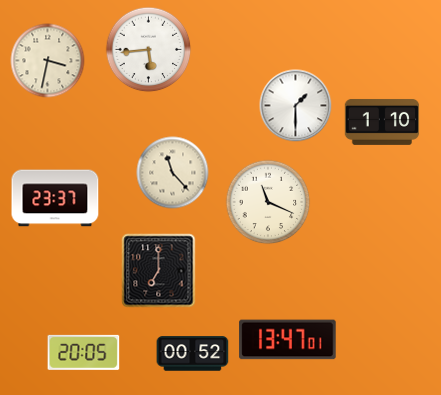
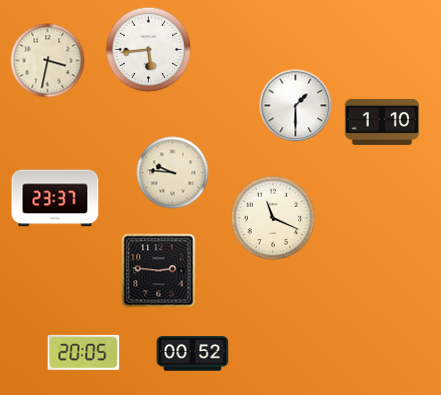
clock at (173, 173): 11:23 -> 9:46
clock at (268, 202) position: (268, 202) -> (273, 218)
clock at (159, 271): 7:00 -> 2:46
clock at (288, 340): 13:47 -> none
